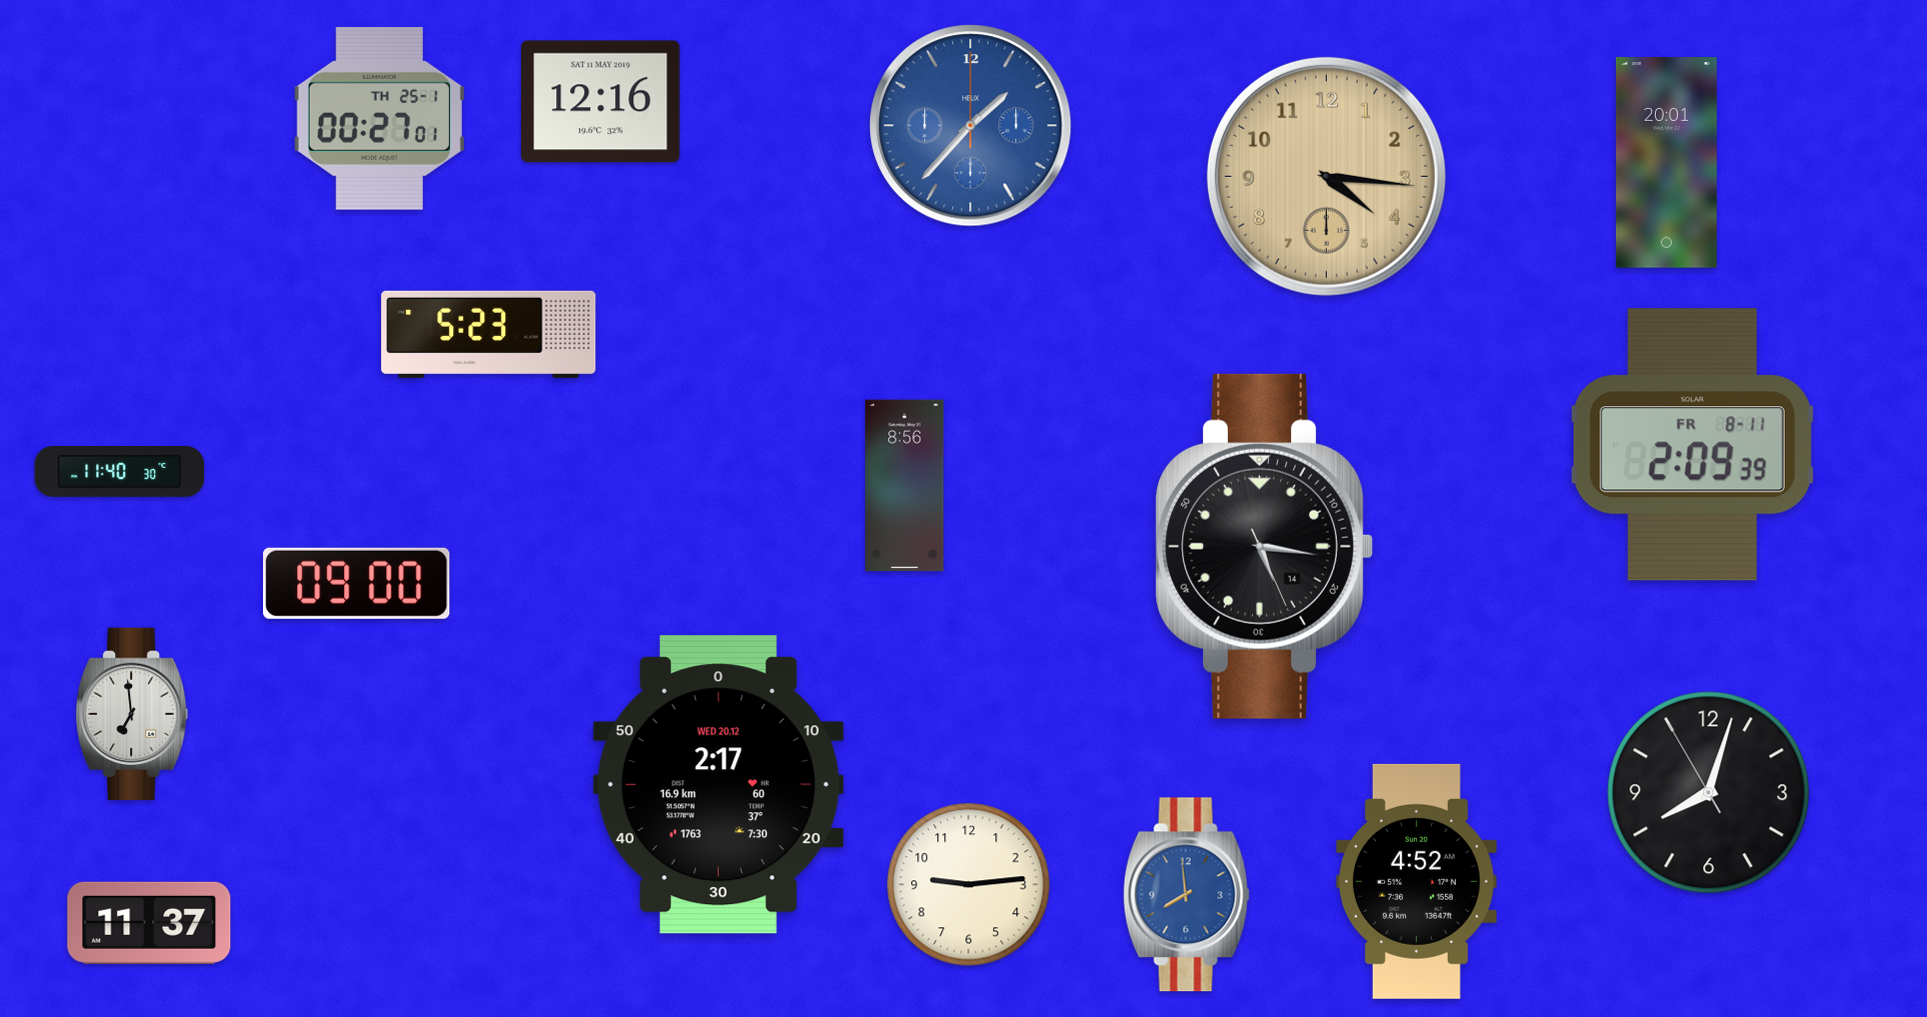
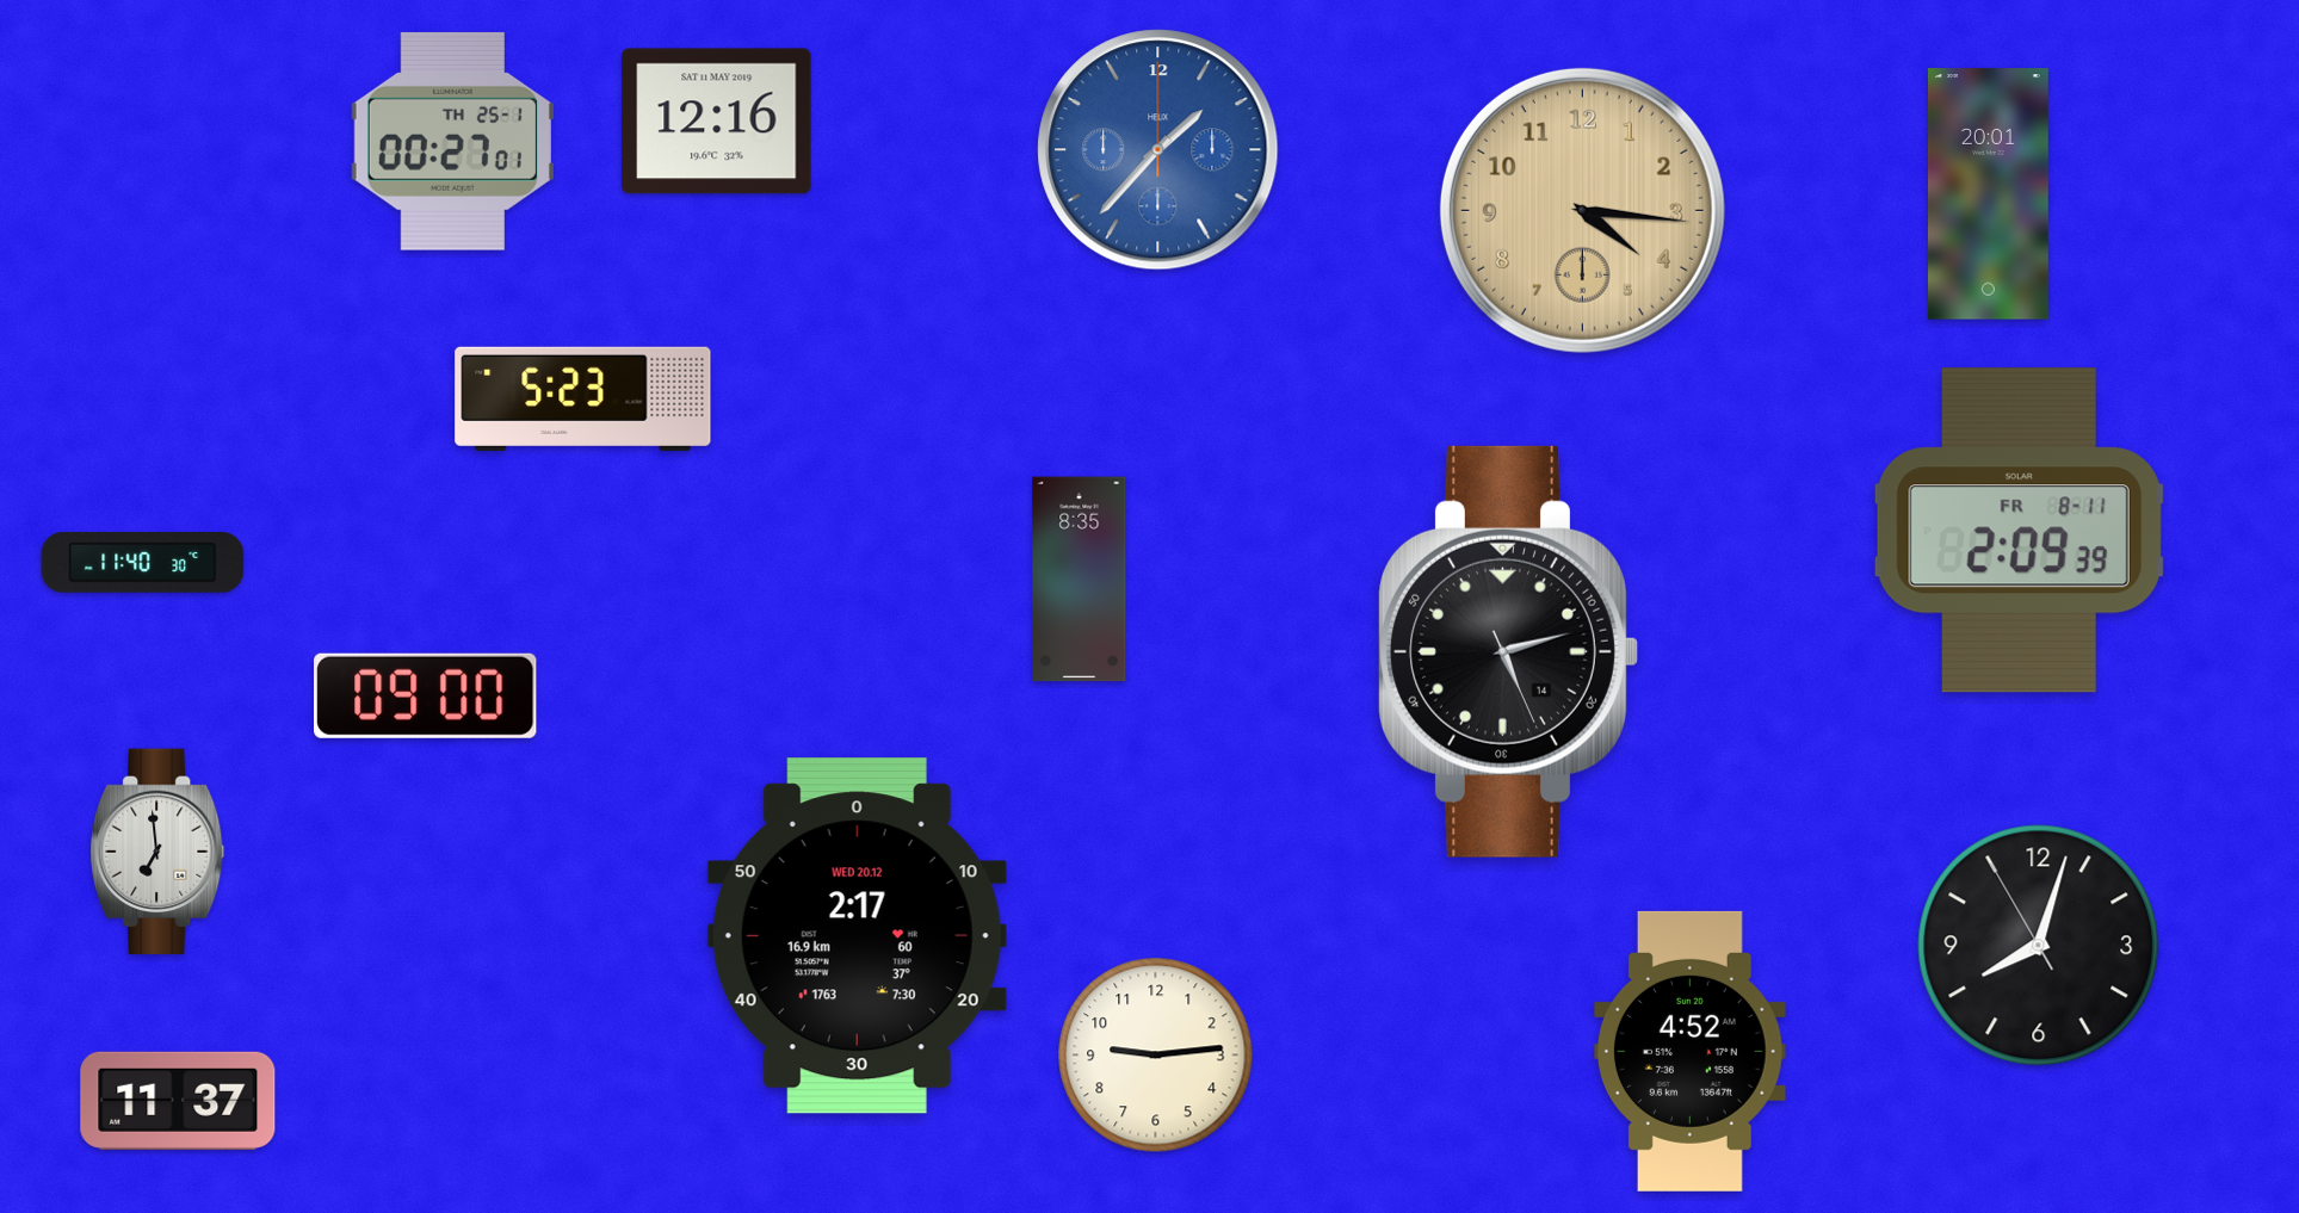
clock at (905, 486): 8:56 -> 8:35
clock at (1264, 546): 5:16 -> 5:12
clock at (1186, 895): 7:59 -> none
